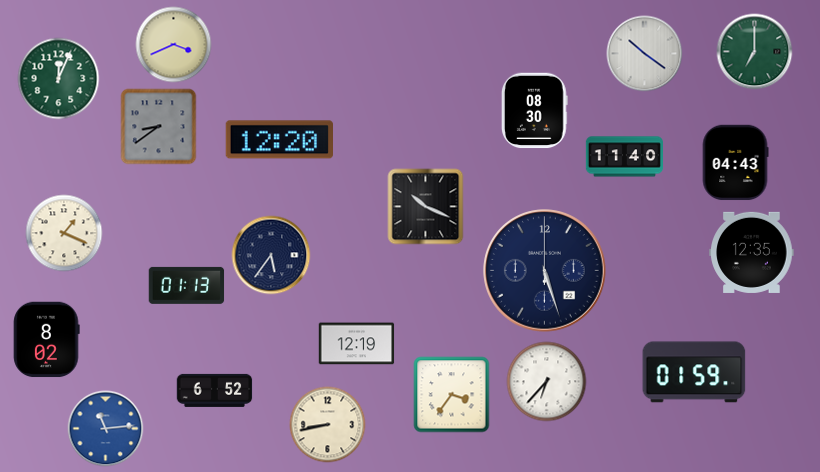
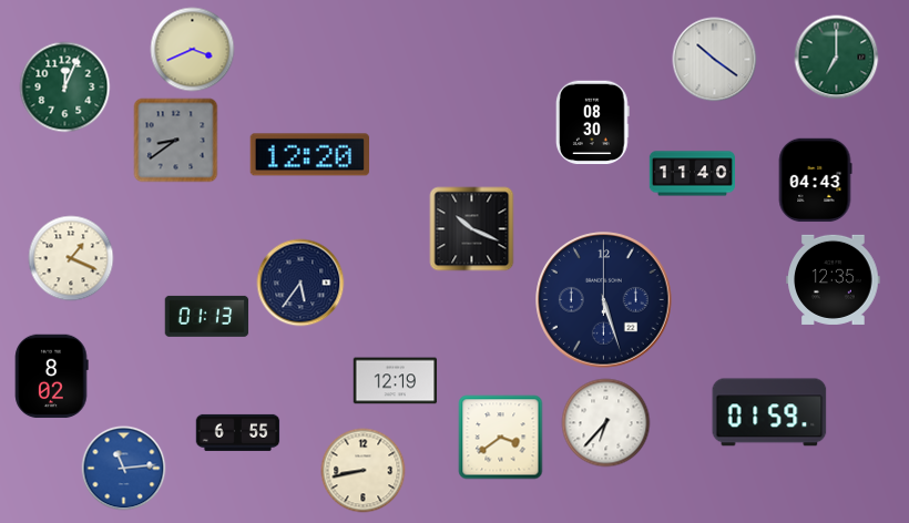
clock at (215, 390): 6:52 -> 6:55
clock at (452, 395): 3:36 -> 3:39
clock at (106, 429) position: (106, 429) -> (124, 469)
